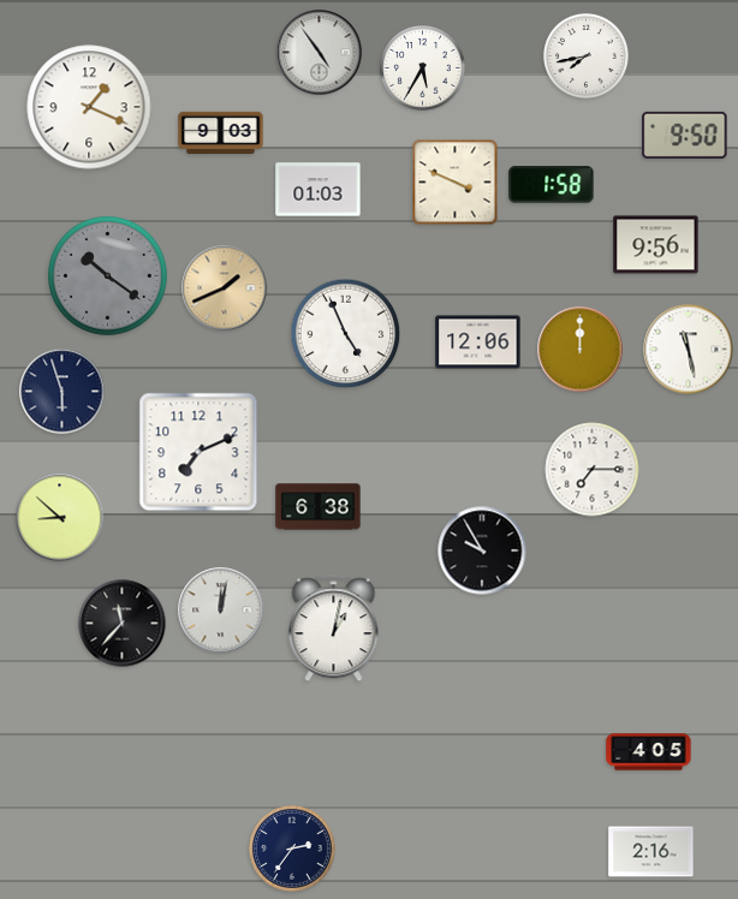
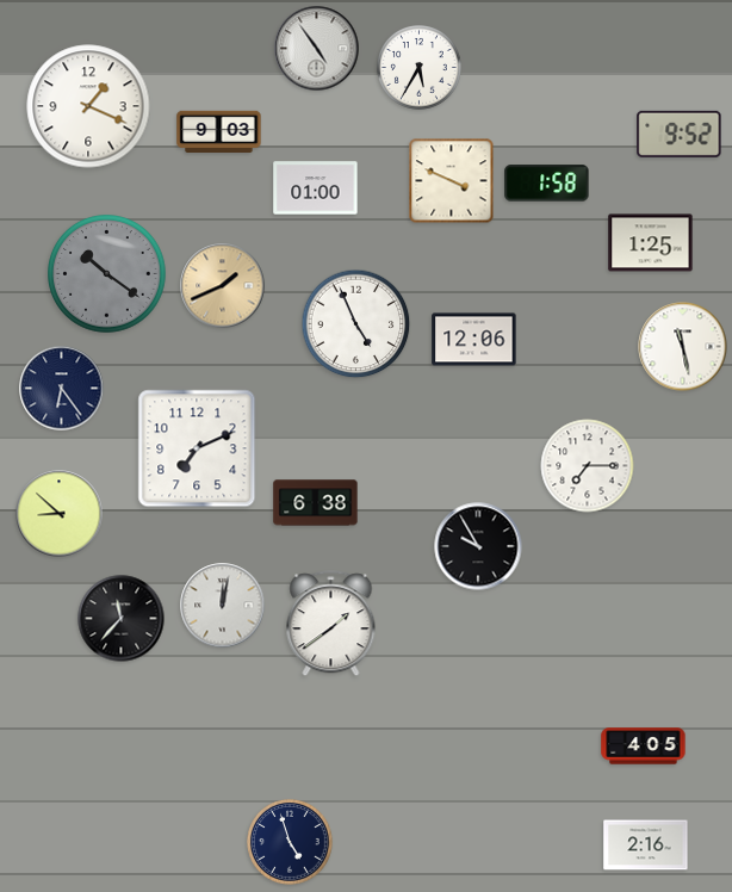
clock at (320, 53) position: (320, 53) -> (317, 49)
clock at (587, 56): 7:43 -> none
clock at (685, 135): 9:50 -> 9:52
clock at (319, 190): 01:03 -> 01:00
clock at (656, 245): 9:56 -> 1:25
clock at (346, 334) position: (346, 334) -> (356, 324)
clock at (581, 350): 12:00 -> none
clock at (63, 392): 5:57 -> 6:24
clock at (221, 611) position: (221, 611) -> (223, 606)
clock at (334, 629): 1:02 -> 1:39
clock at (292, 849): 2:36 -> 4:57
